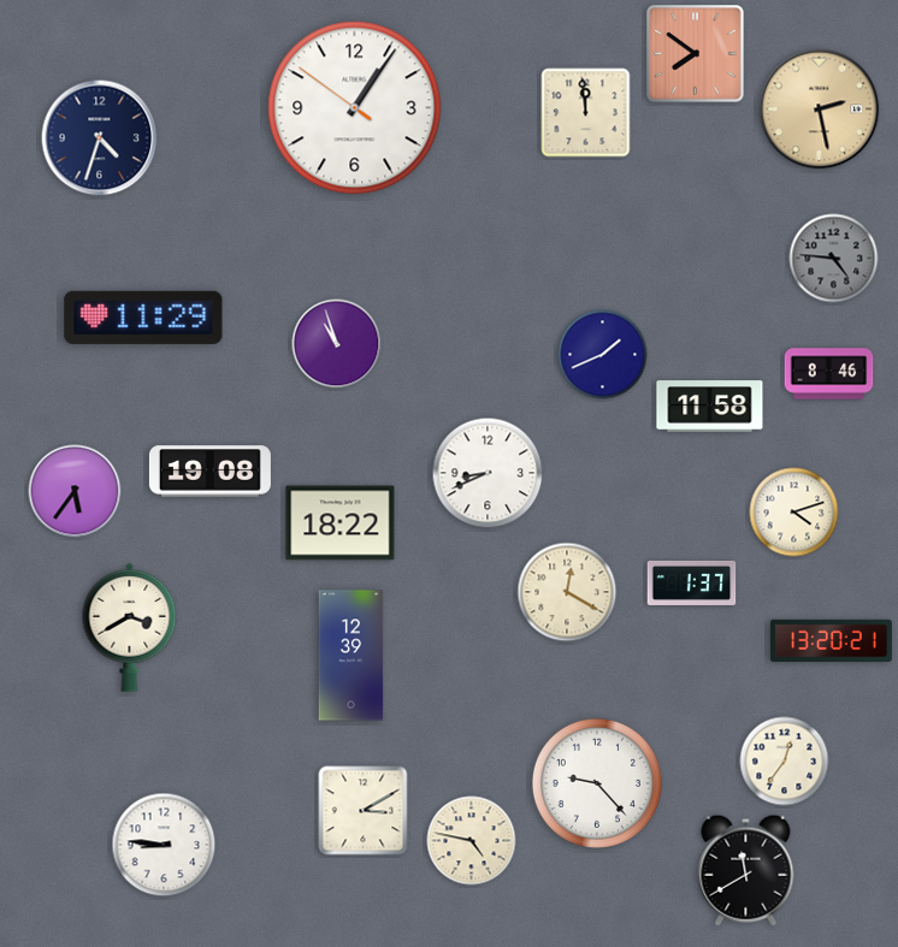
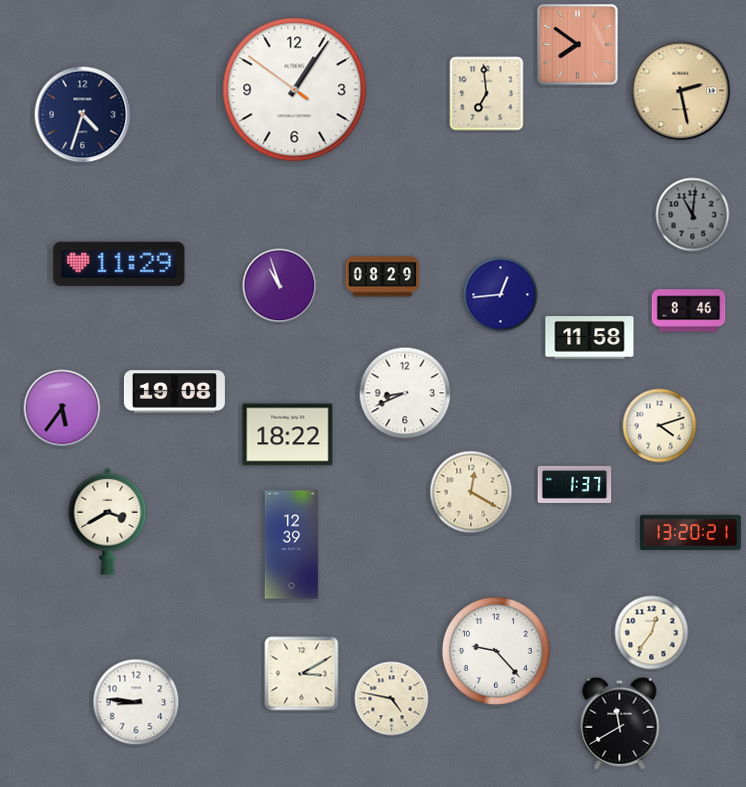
clock at (586, 113): 11:59 -> 6:59
clock at (834, 259): 4:46 -> 11:01
clock at (383, 277): none -> 08:29
clock at (603, 355): 1:41 -> 12:44
clock at (341, 523) position: (341, 523) -> (288, 435)
